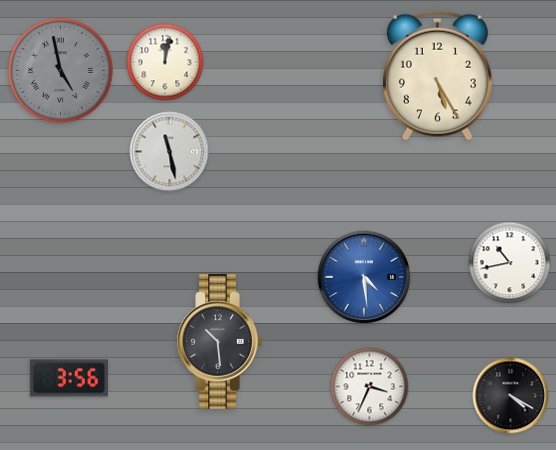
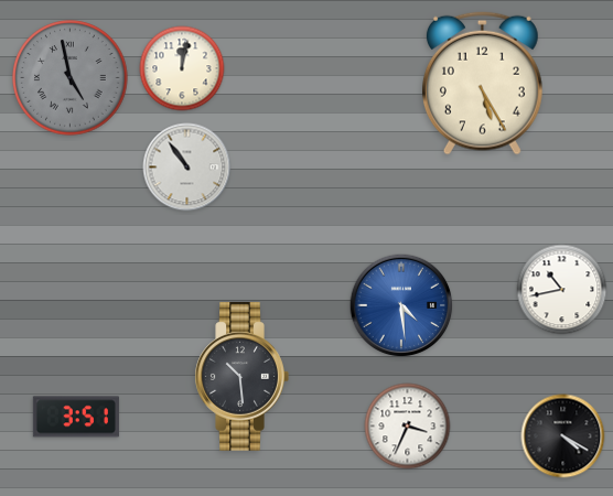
clock at (61, 71) position: (61, 71) -> (71, 78)
clock at (170, 152): 11:28 -> 10:54
clock at (69, 378): 3:56 -> 3:51
